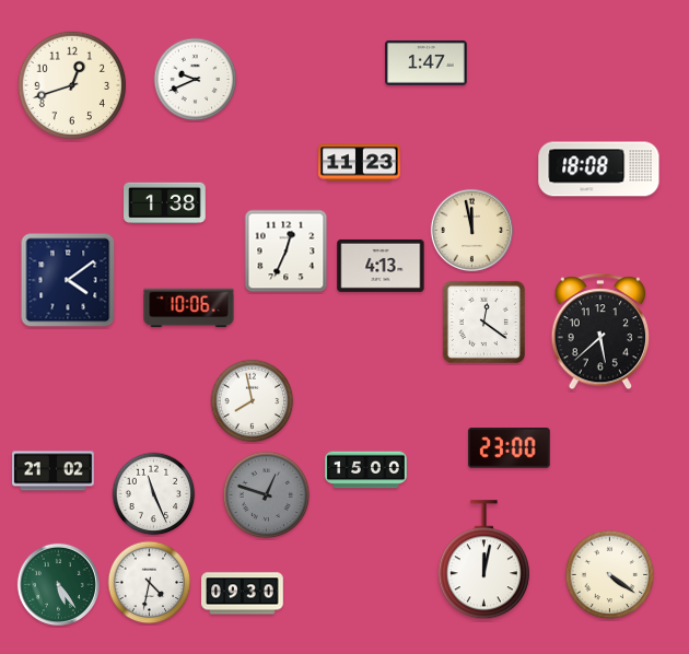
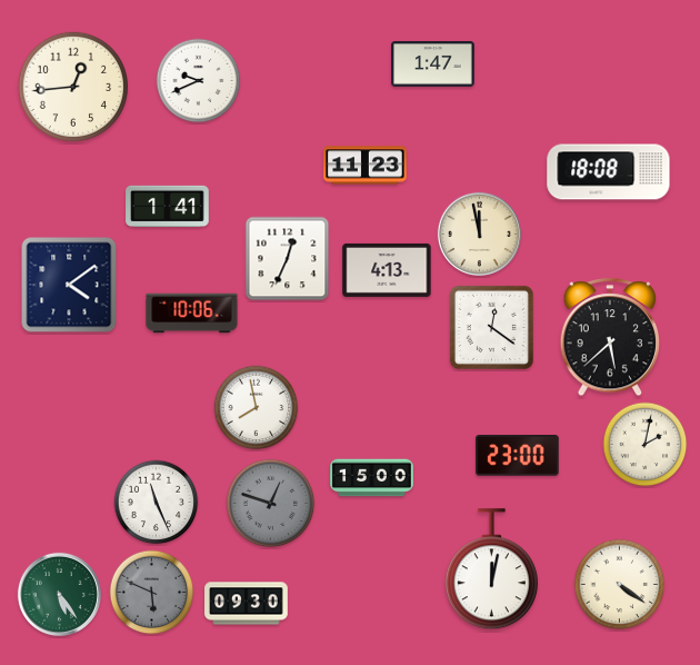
clock at (71, 84): 12:42 -> 12:44
clock at (165, 203): 1:38 -> 1:41
clock at (287, 252) position: (287, 252) -> (288, 259)
clock at (646, 445): none -> 2:02
clock at (54, 471): 21:02 -> none
clock at (150, 583): 4:32 -> 5:49
clock at (150, 583) dial: white -> grey
